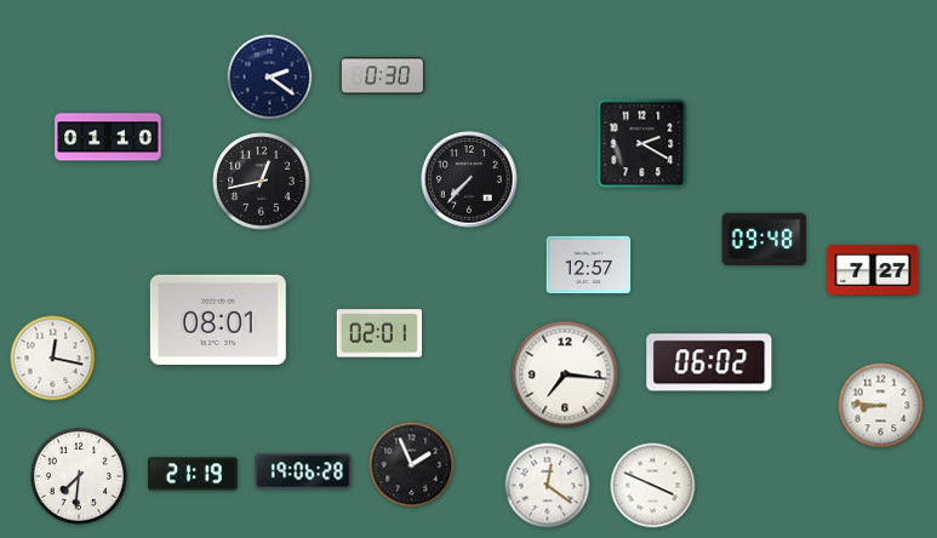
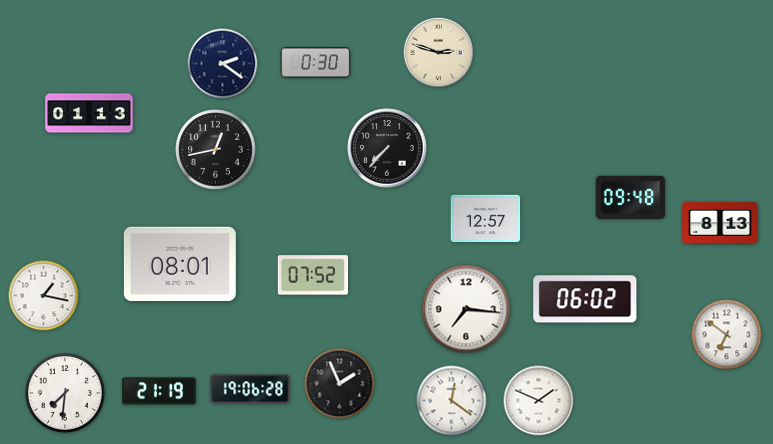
clock at (439, 53): none -> 2:48
clock at (108, 137): 01:10 -> 01:13
clock at (642, 144): 2:20 -> none
clock at (873, 270): 7:27 -> 8:13
clock at (379, 333): 02:01 -> 07:52
clock at (53, 359): 12:17 -> 1:17
clock at (881, 406): 8:46 -> 6:51
clock at (653, 486): 3:49 -> 1:49
